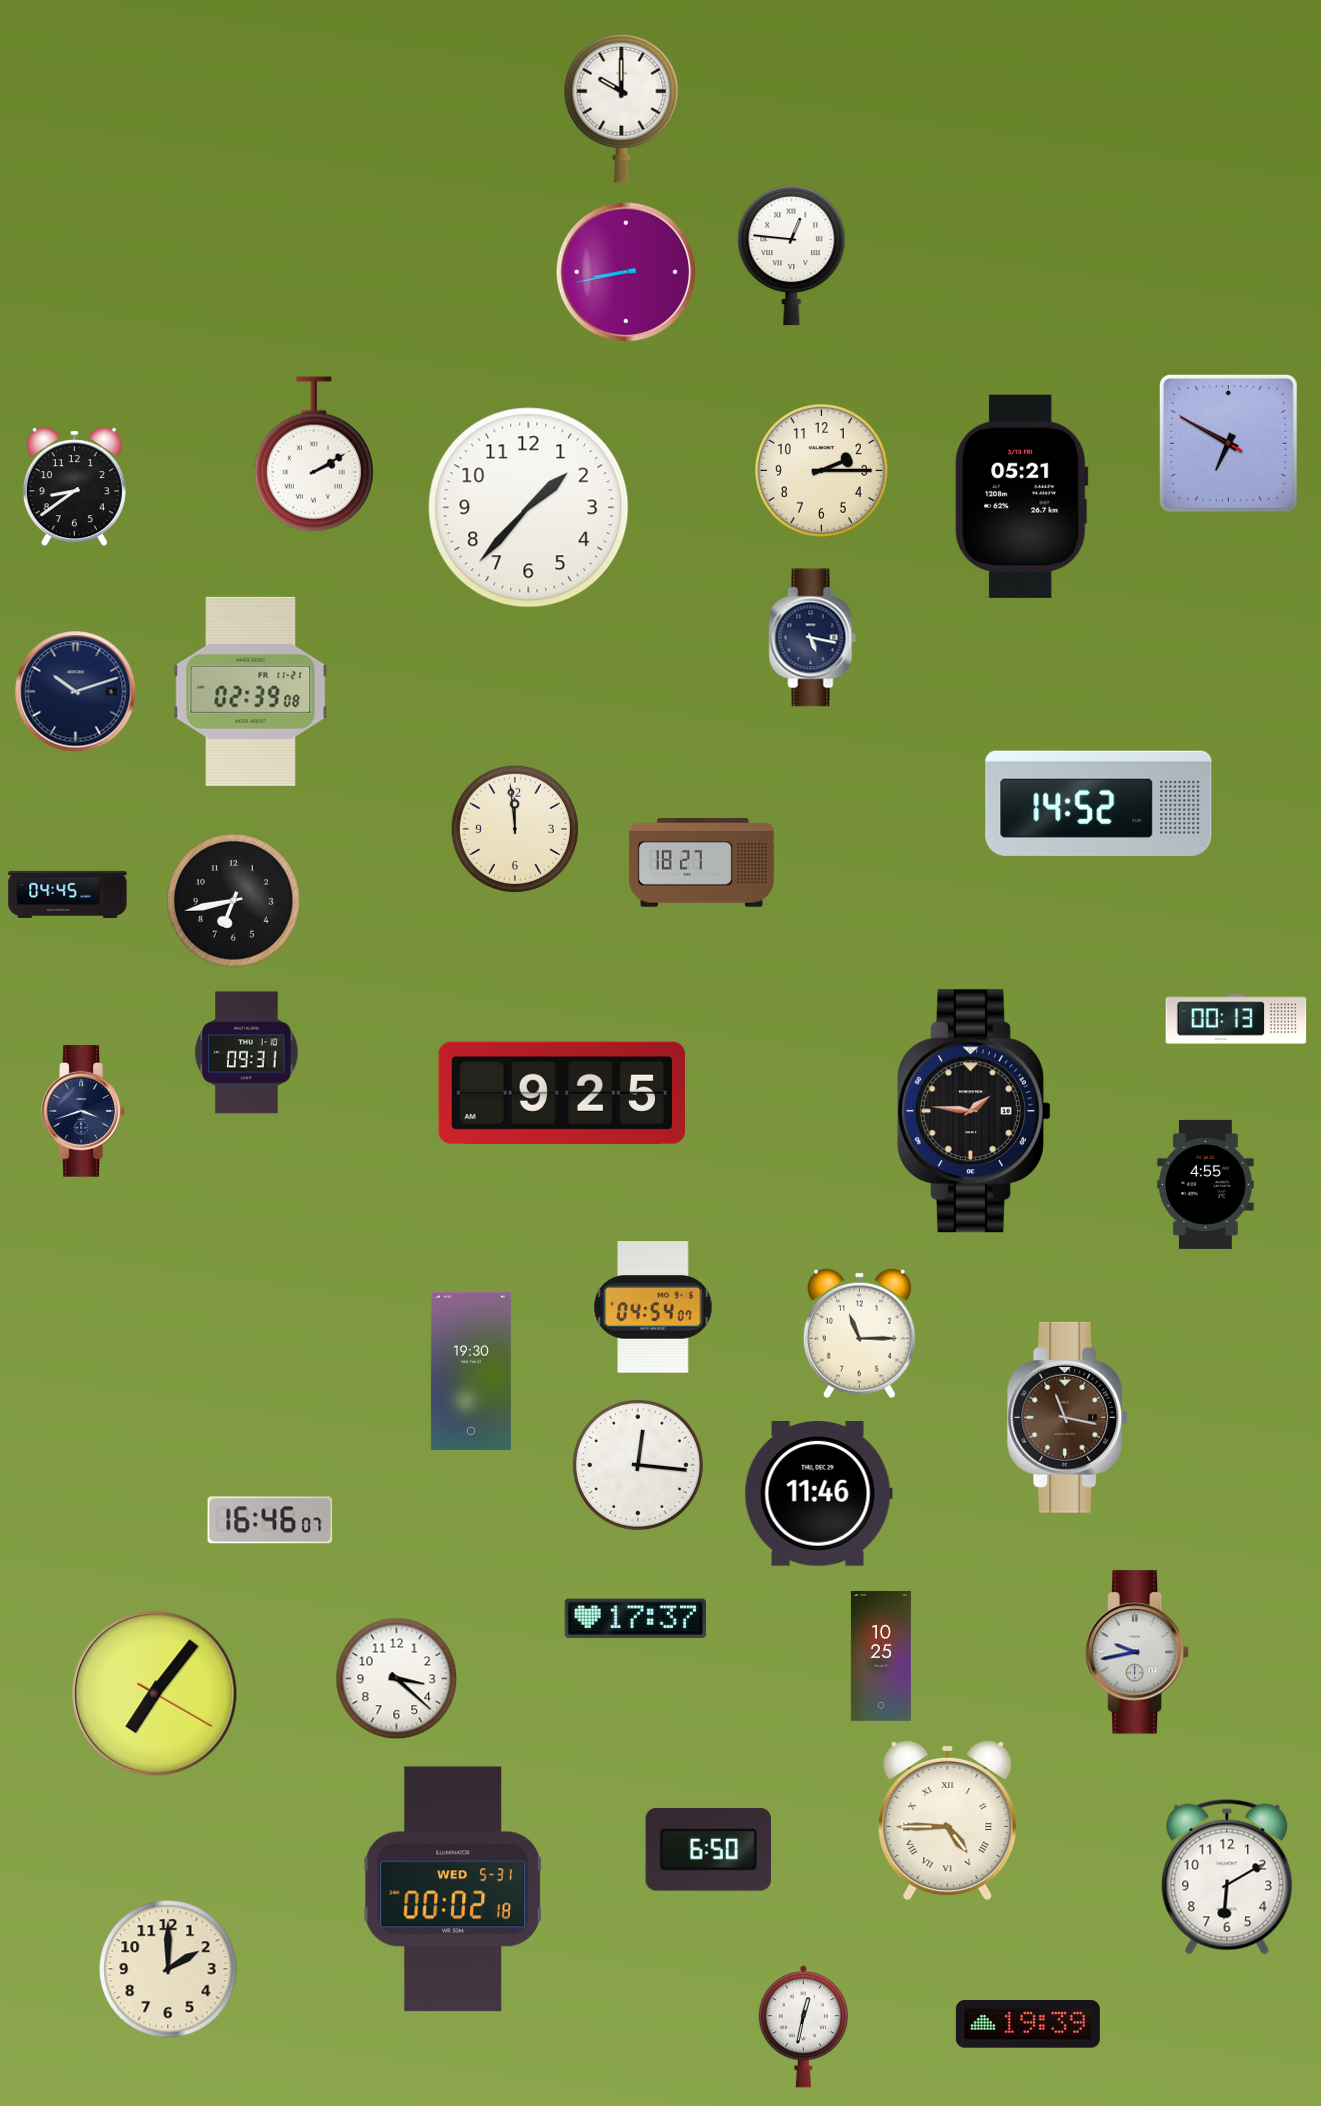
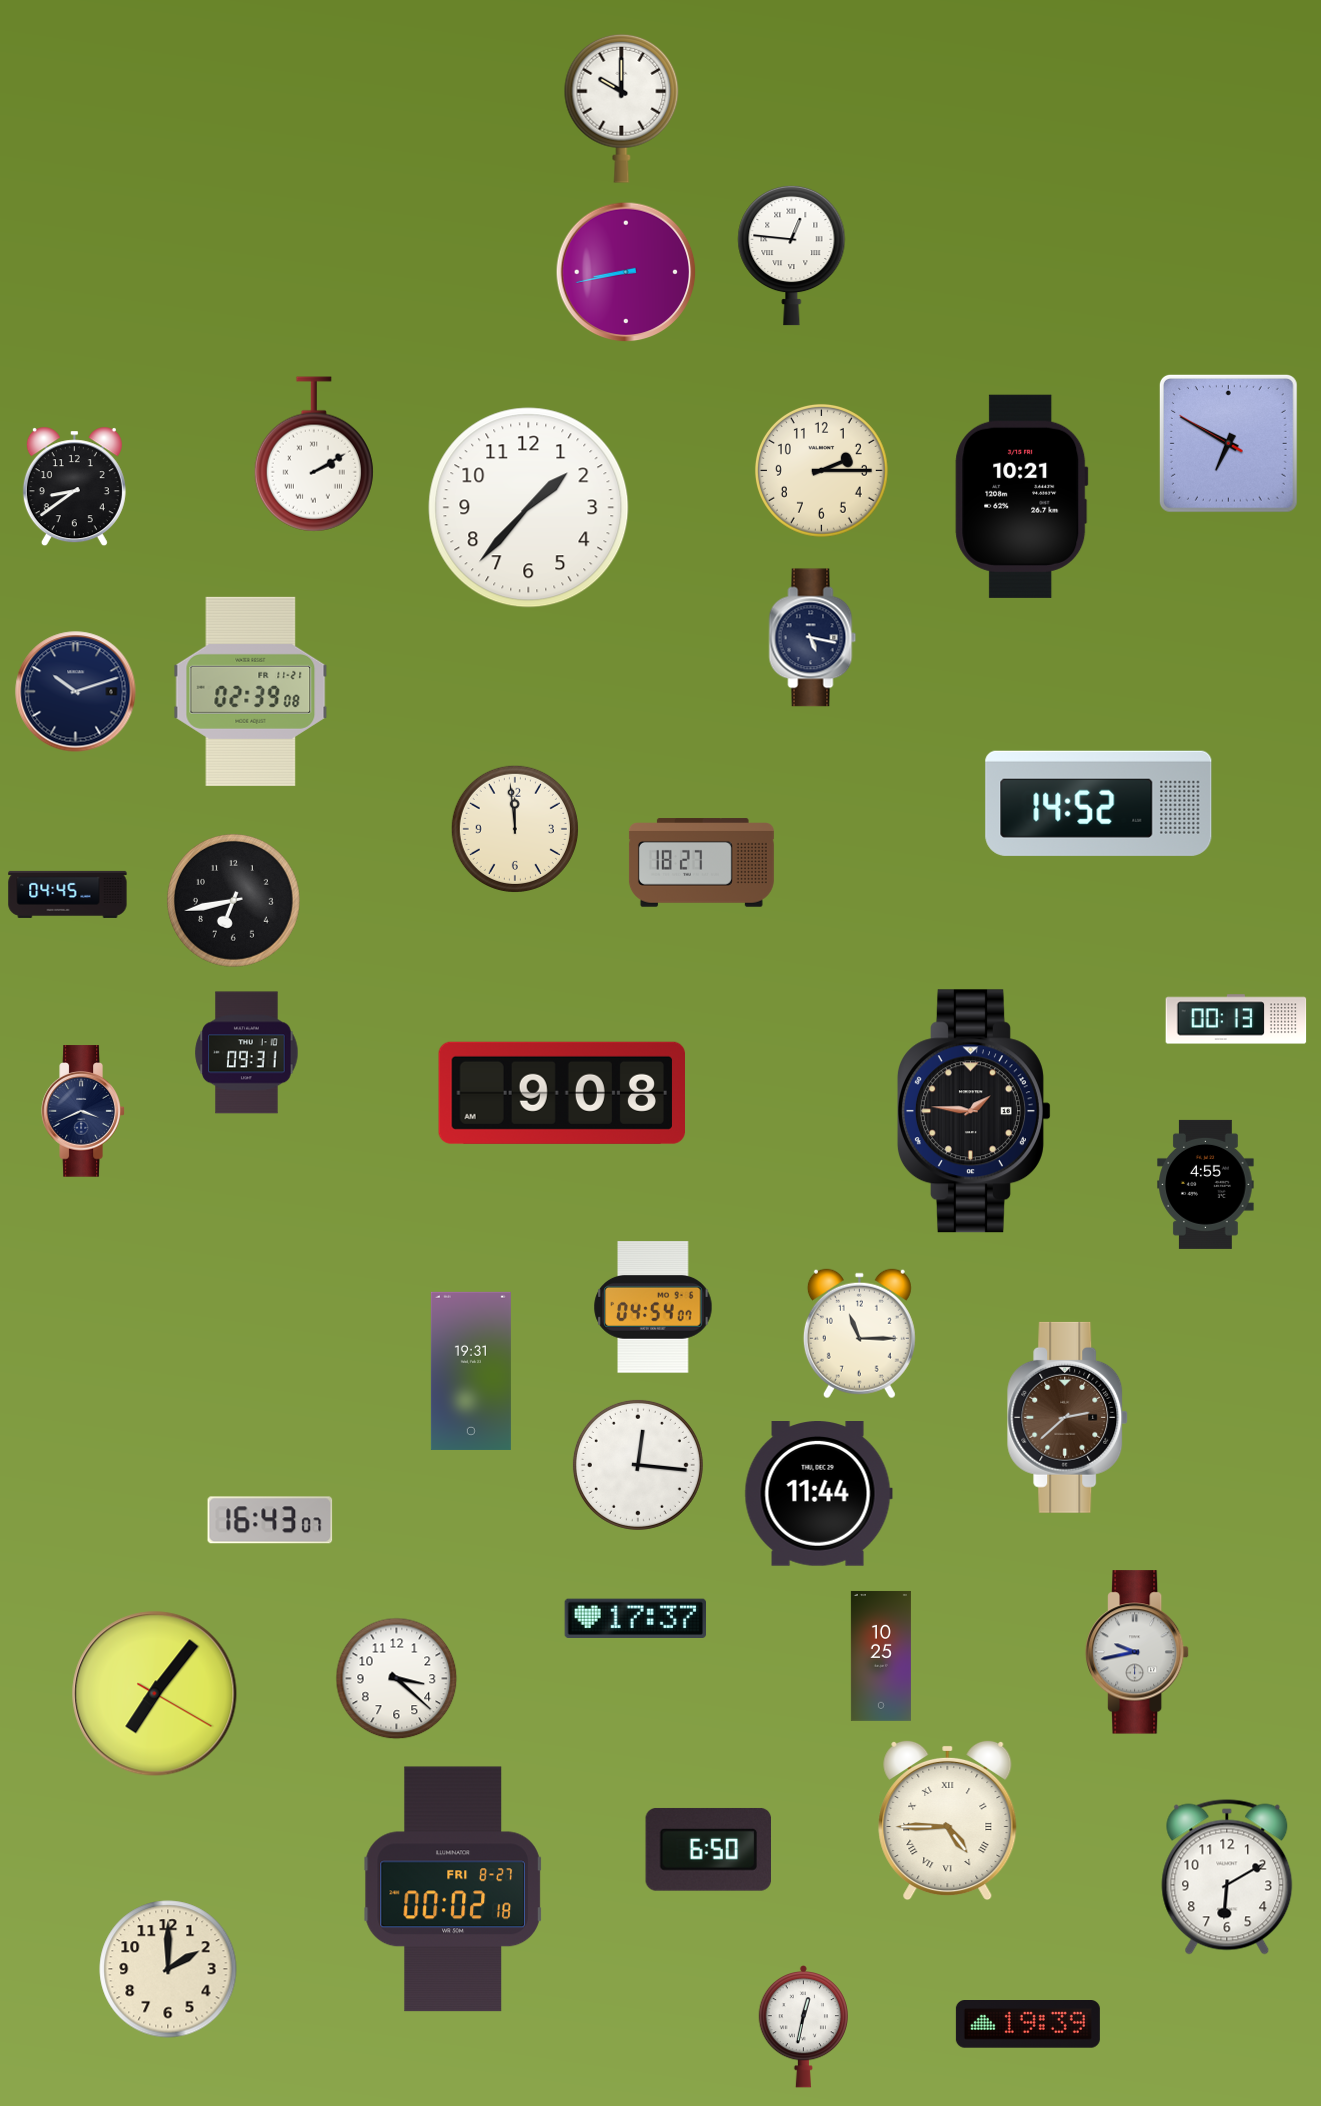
clock at (1022, 496): 05:21 -> 10:21
clock at (561, 1093): 9:25 -> 9:08
clock at (83, 1111): 3:42 -> 3:41
clock at (471, 1371): 19:30 -> 19:31
clock at (1068, 1417): 11:17 -> 2:38
clock at (818, 1494): 11:46 -> 11:44
clock at (270, 1520): 16:46 -> 16:43
clock at (453, 1889) date: WED 5-31 -> FRI 8-27
